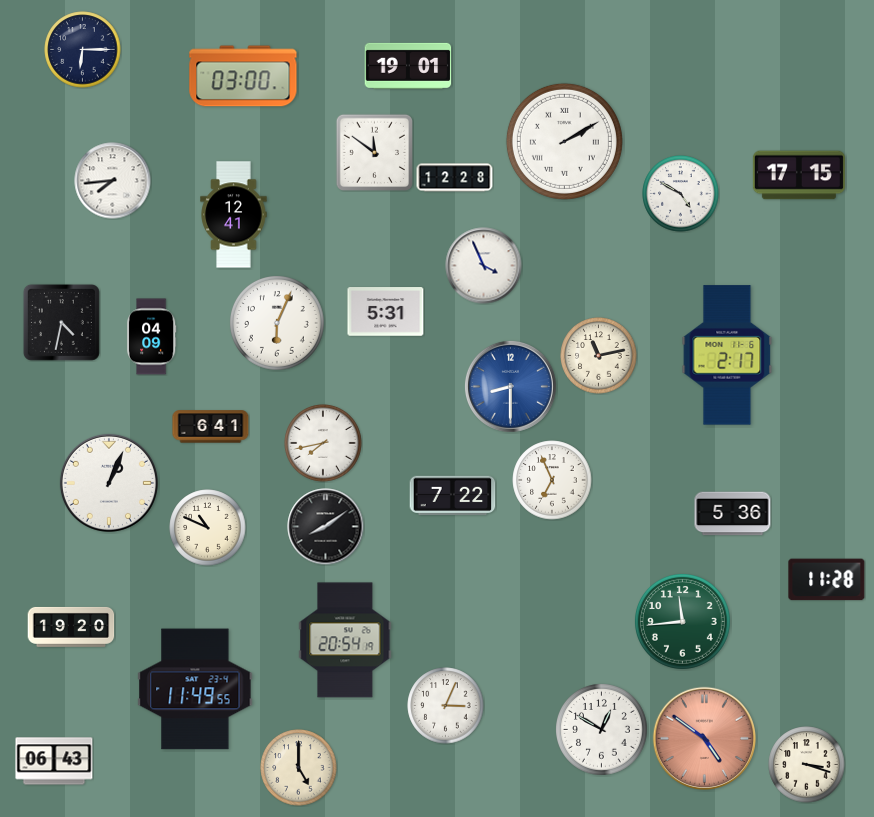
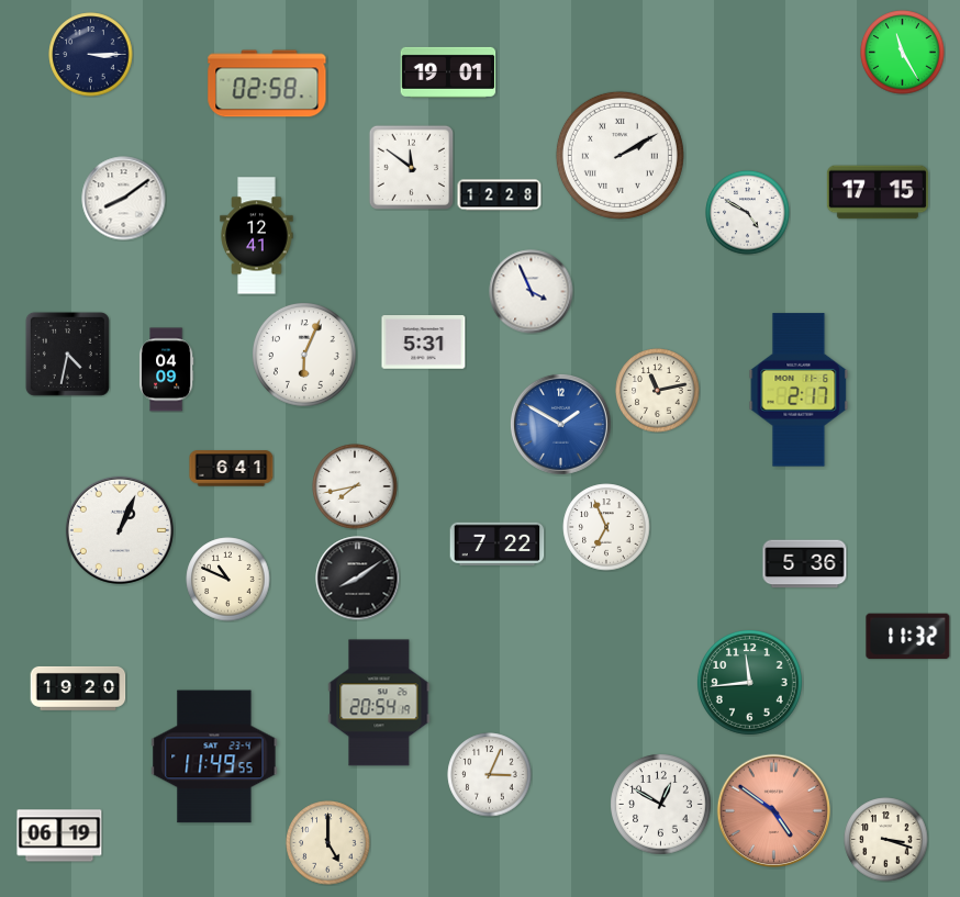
clock at (903, 53): none -> 11:25
clock at (83, 50): 6:15 -> 3:15
clock at (243, 76): 03:00 -> 02:58
clock at (113, 181): 7:44 -> 8:09
clock at (510, 386): 8:30 -> 1:50
clock at (827, 580): 11:28 -> 11:32
clock at (602, 730) position: (602, 730) -> (661, 805)
clock at (54, 761): 06:43 -> 06:19
